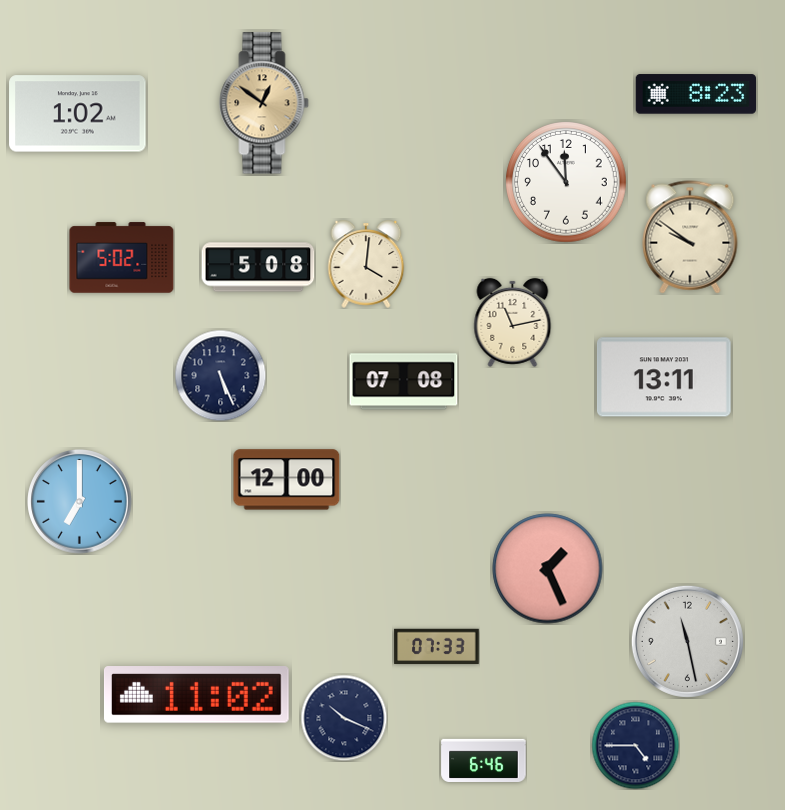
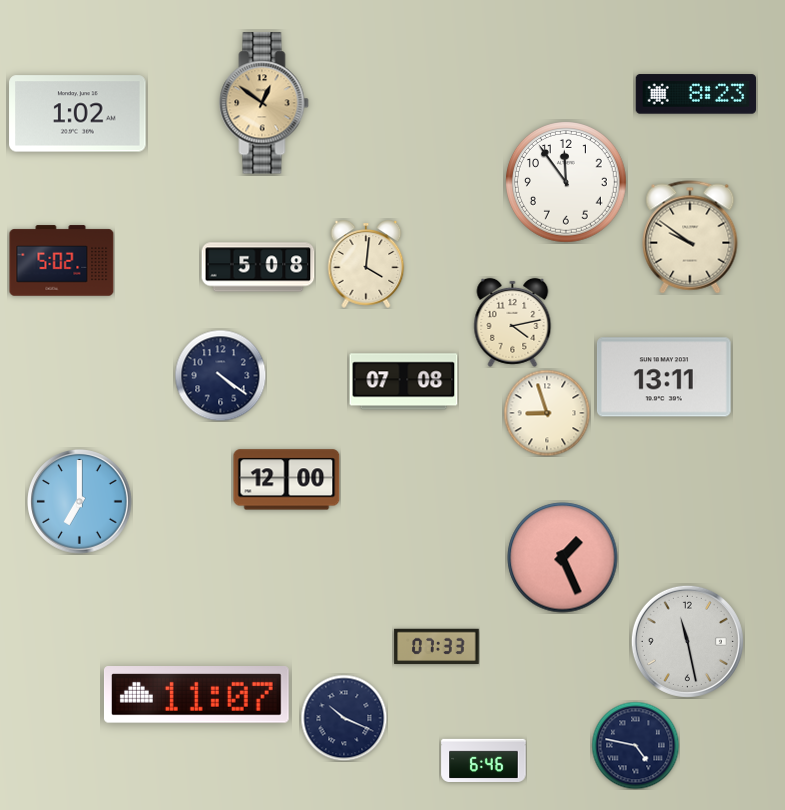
clock at (122, 258) position: (122, 258) -> (62, 261)
clock at (513, 322): 11:13 -> 4:13
clock at (220, 375): 5:26 -> 4:21
clock at (547, 413): none -> 8:57
clock at (548, 569) position: (548, 569) -> (563, 558)
clock at (196, 695): 11:02 -> 11:07
clock at (635, 745): 4:45 -> 4:47
